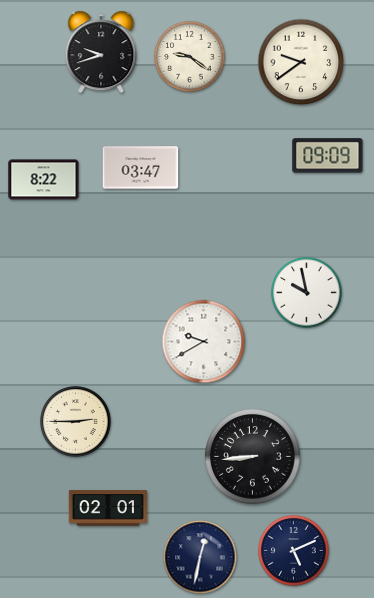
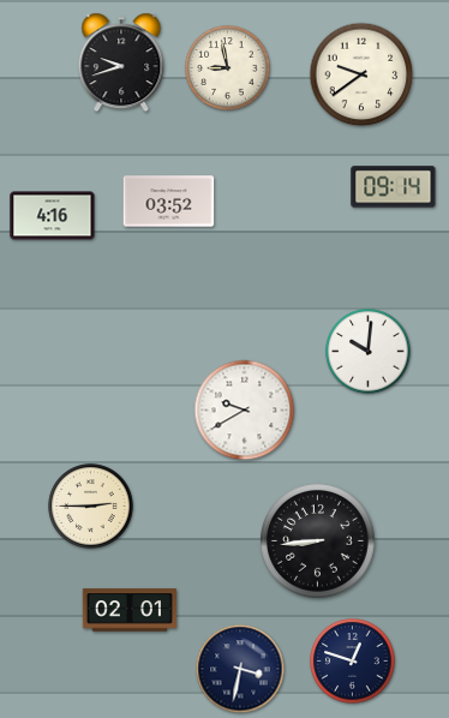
clock at (190, 57): 9:21 -> 8:58
clock at (328, 156): 09:09 -> 09:14
clock at (141, 168): 03:47 -> 03:52
clock at (44, 180): 8:22 -> 4:16
clock at (307, 293): 9:58 -> 10:01
clock at (253, 457) position: (253, 457) -> (318, 542)
clock at (294, 551): 5:11 -> 12:48
clock at (200, 557): 12:32 -> 3:32
